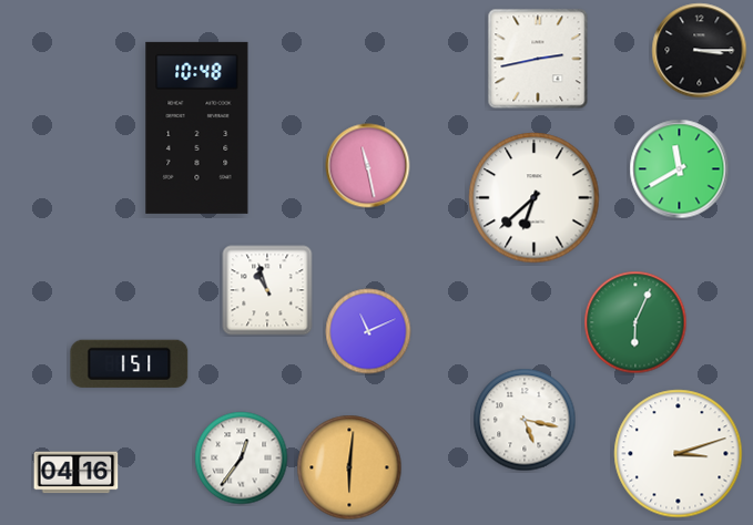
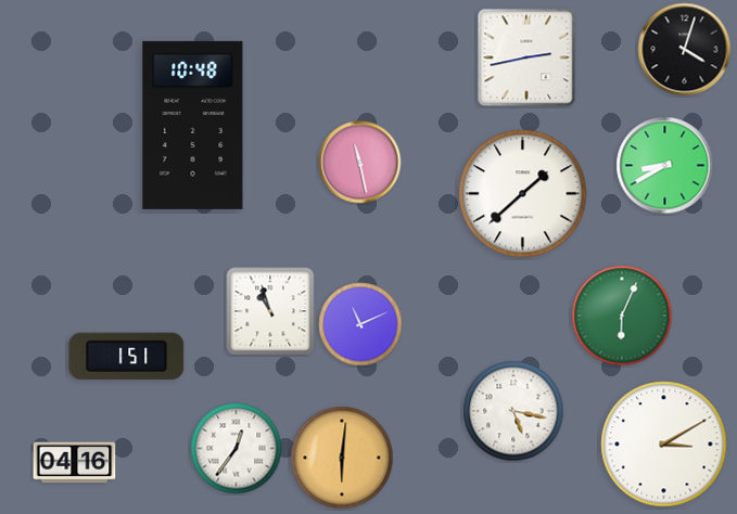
clock at (700, 51): 3:15 -> 4:03
clock at (680, 169): 11:40 -> 8:40
clock at (535, 198): 6:38 -> 1:38
clock at (267, 290) position: (267, 290) -> (270, 311)
clock at (679, 454): 3:12 -> 3:10
